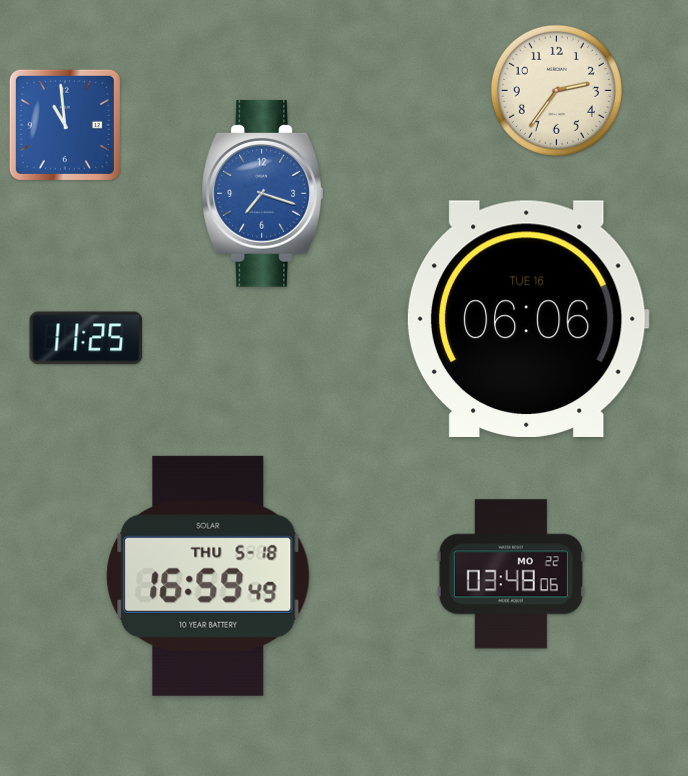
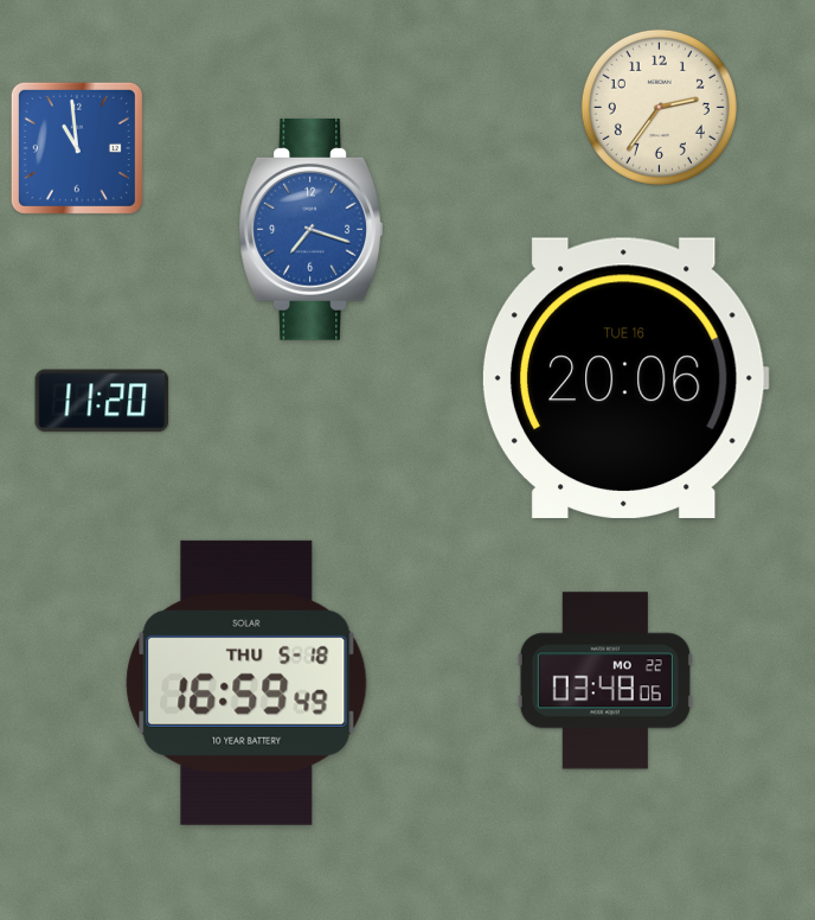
clock at (528, 319): 06:06 -> 20:06
clock at (86, 338): 11:25 -> 11:20
